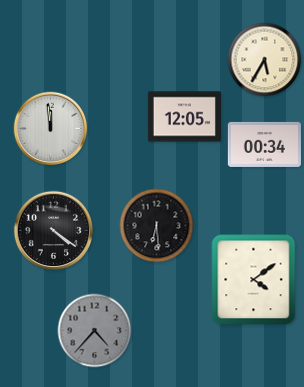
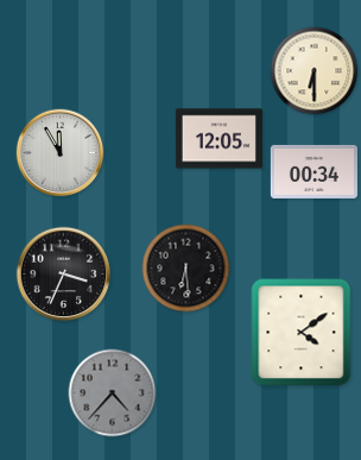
clock at (265, 60): 5:35 -> 6:30
clock at (51, 129): 11:59 -> 11:55
clock at (54, 231): 4:21 -> 3:34
